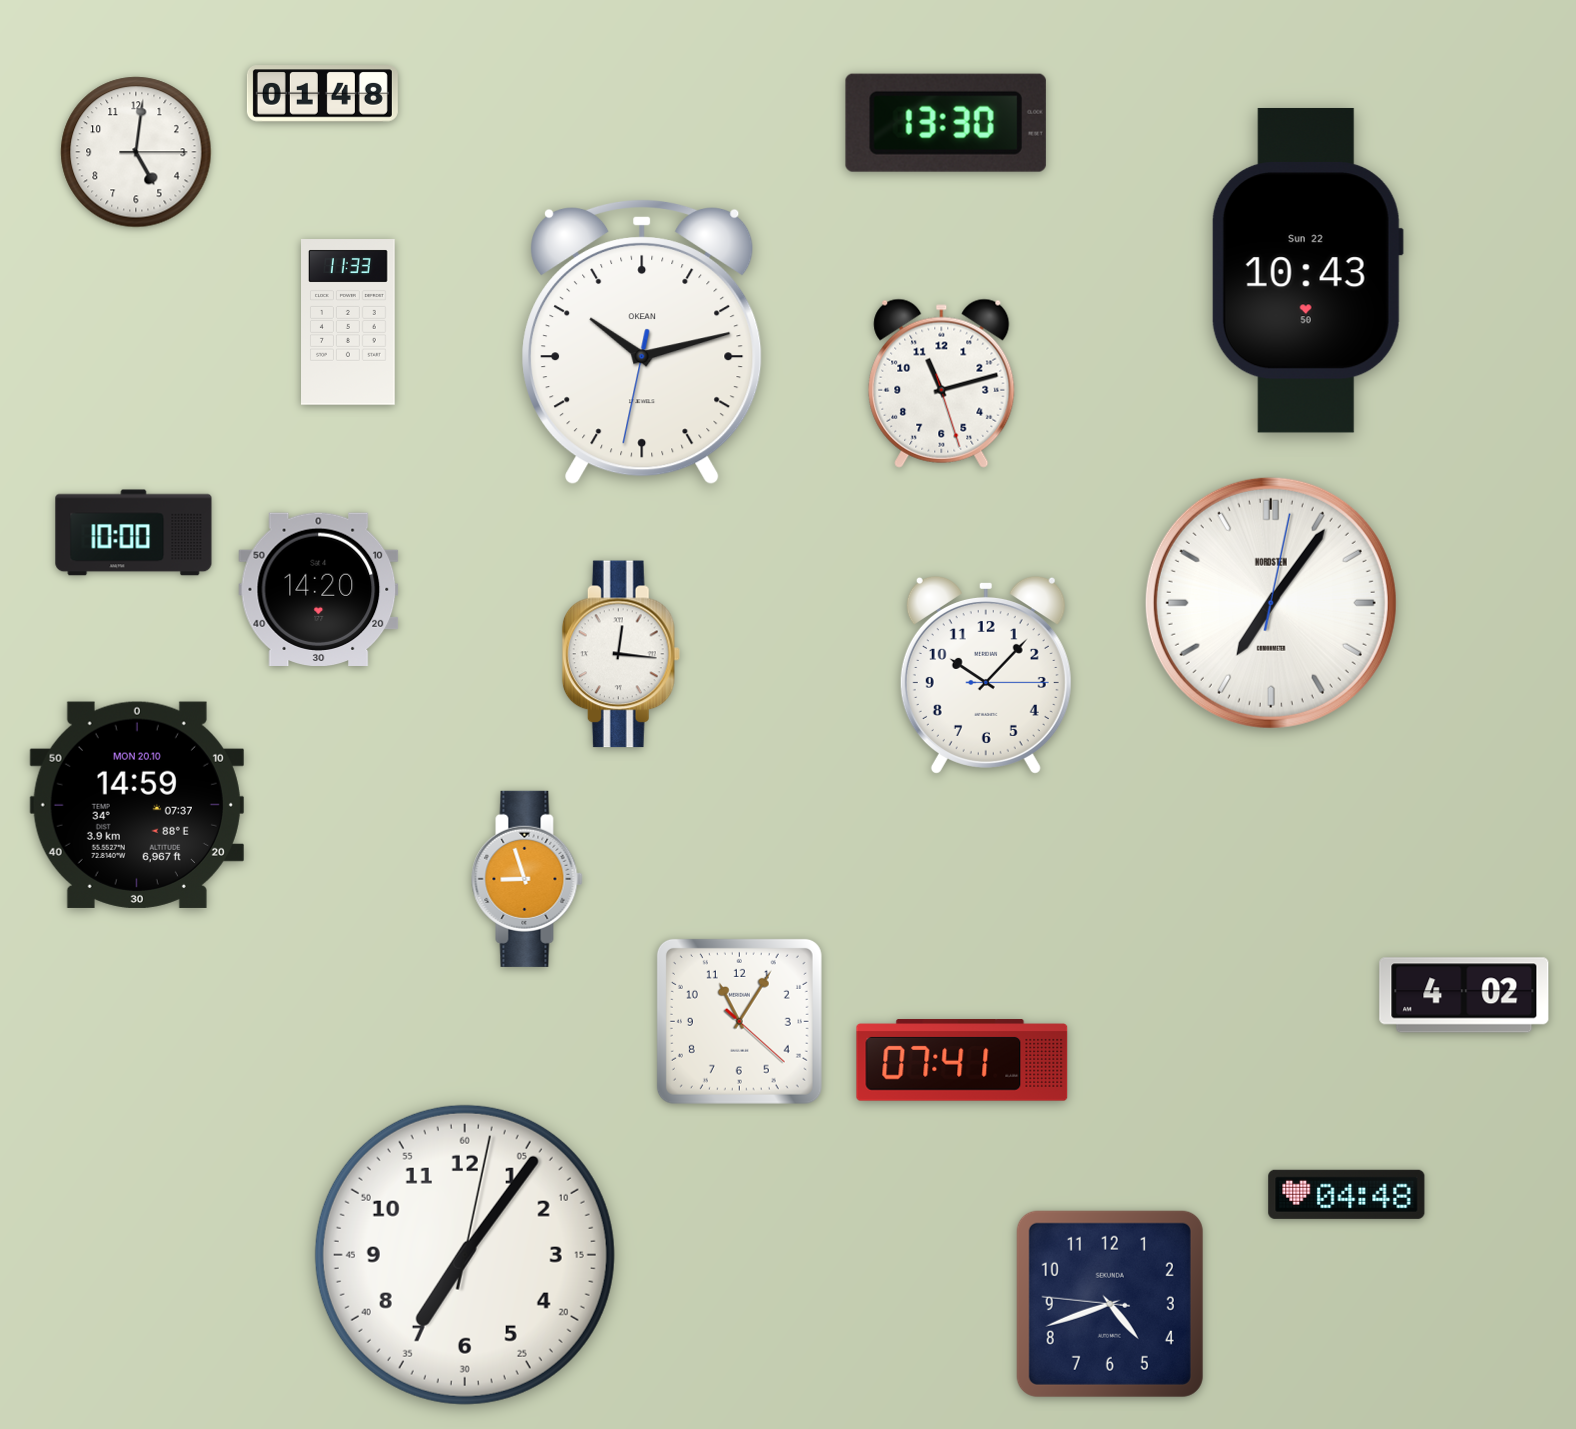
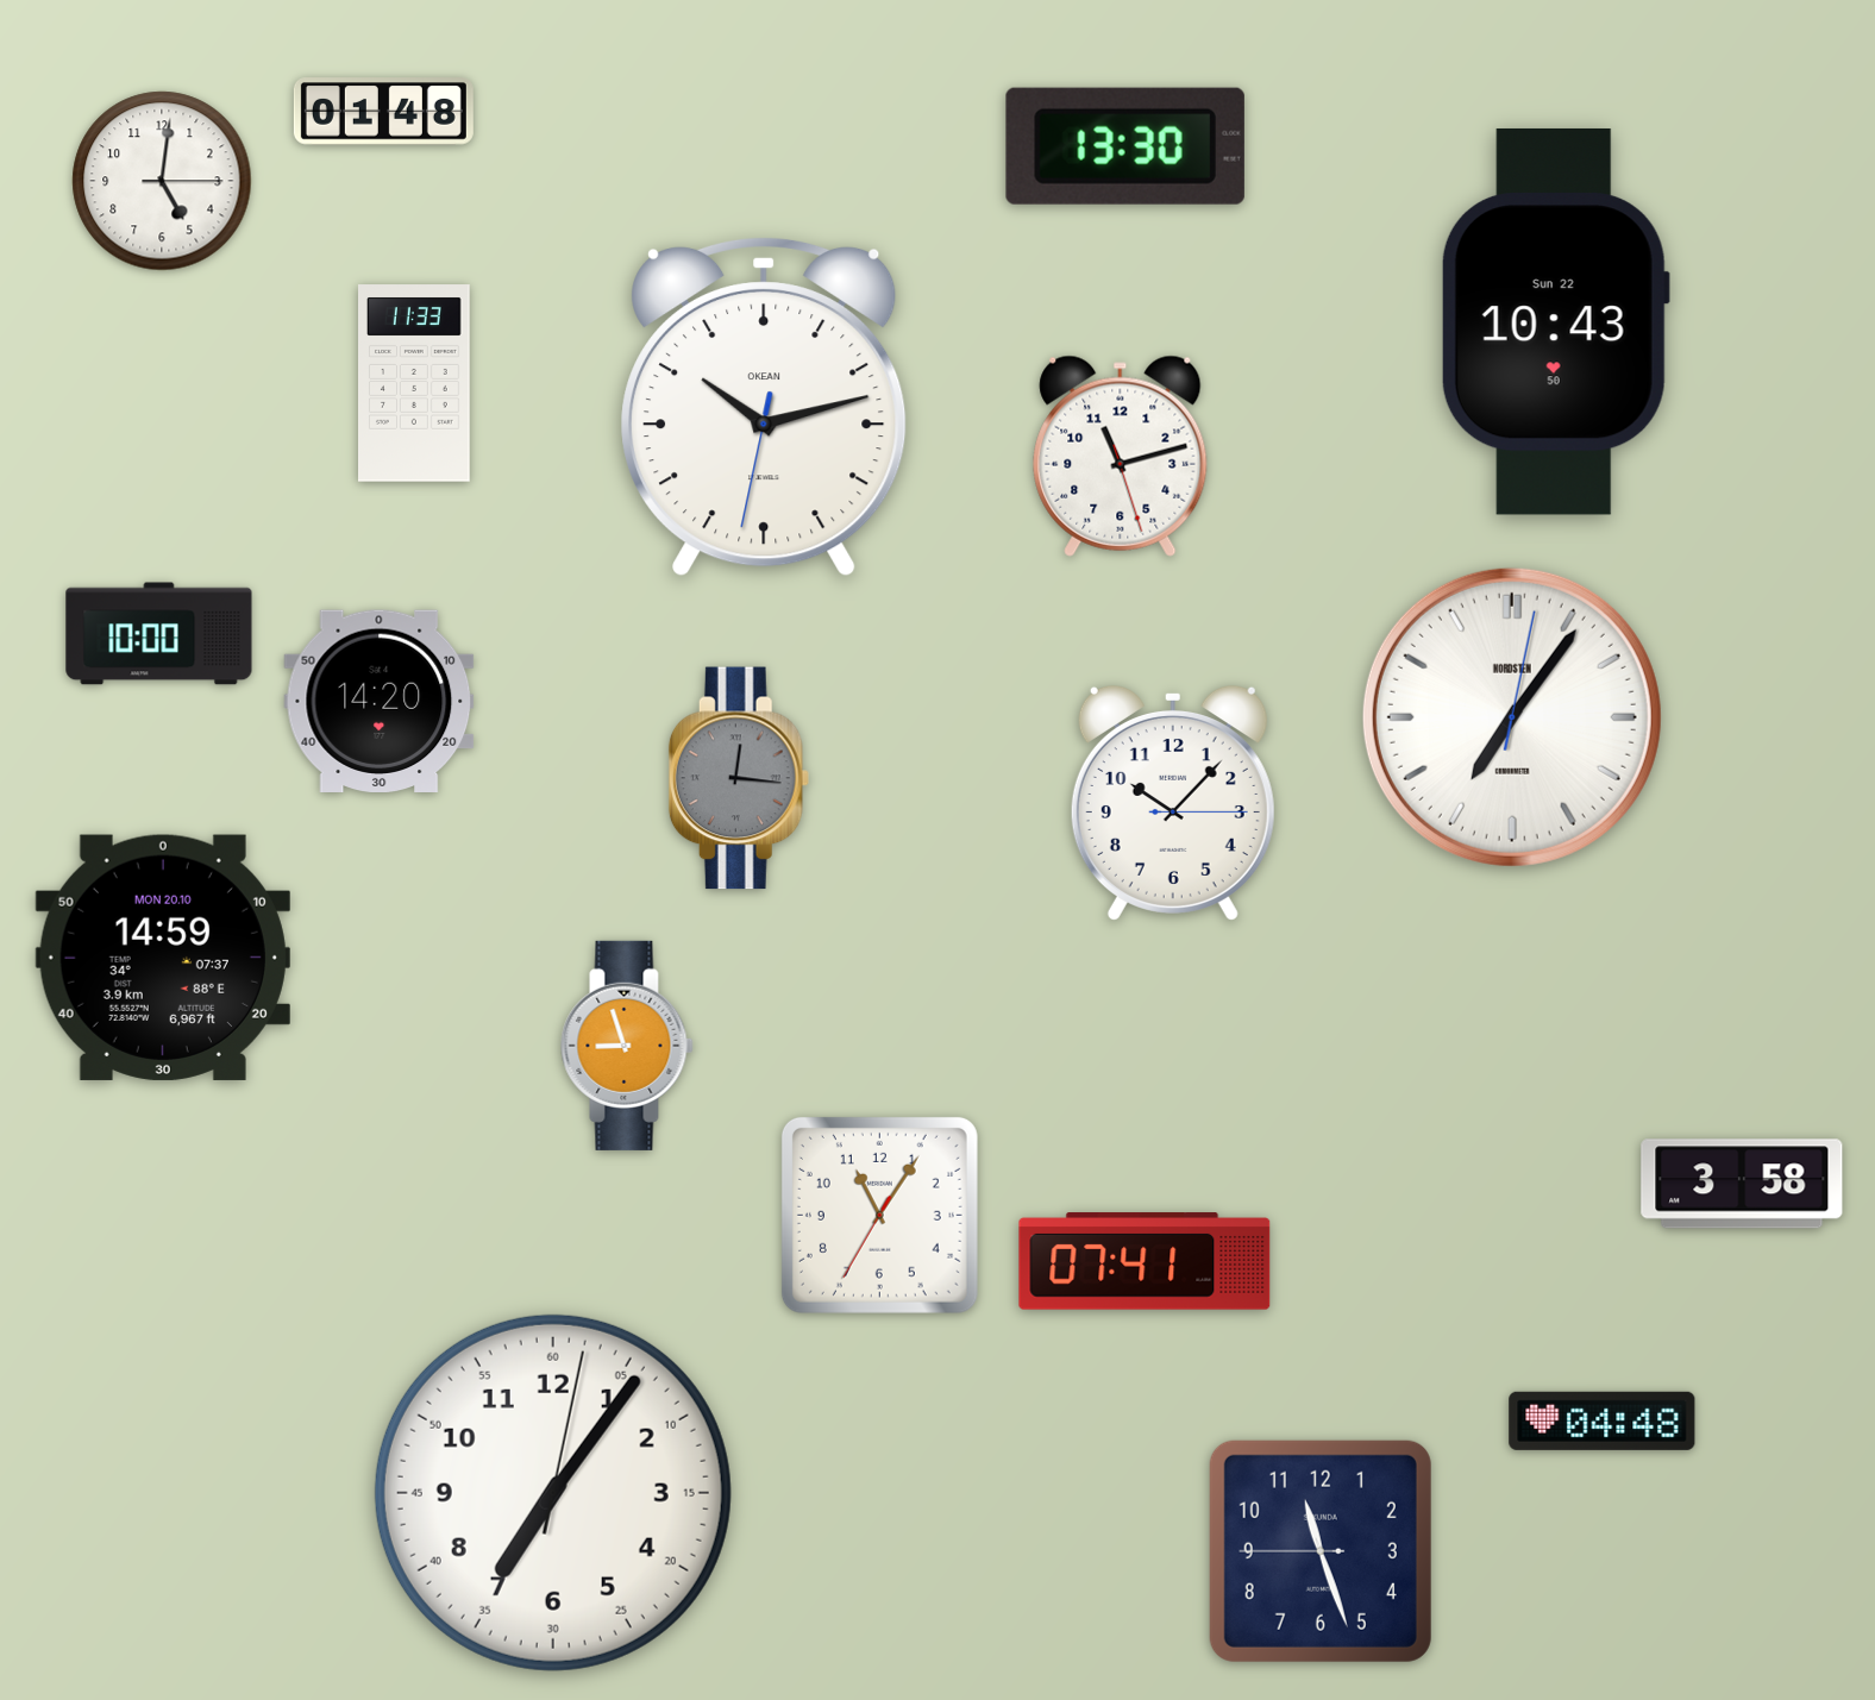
clock at (621, 654) dial: white -> grey
clock at (1464, 995): 4:02 -> 3:58
clock at (739, 1021): 11:05:22 -> 11:05:35
clock at (1110, 1304): 4:41 -> 11:26
